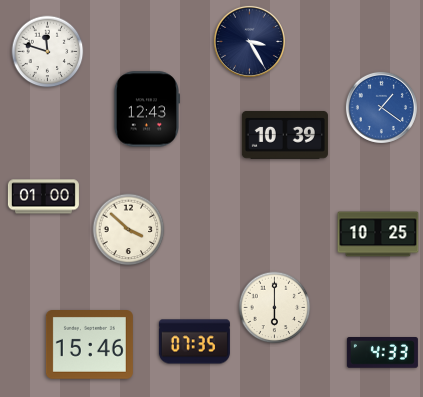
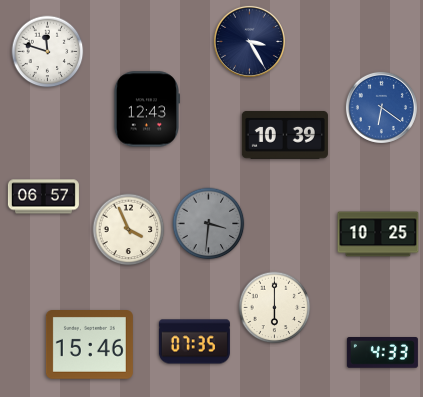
clock at (381, 107): 1:21 -> 6:21
clock at (43, 197): 01:00 -> 06:57
clock at (209, 224): none -> 3:31
clock at (129, 230): 3:52 -> 3:56
